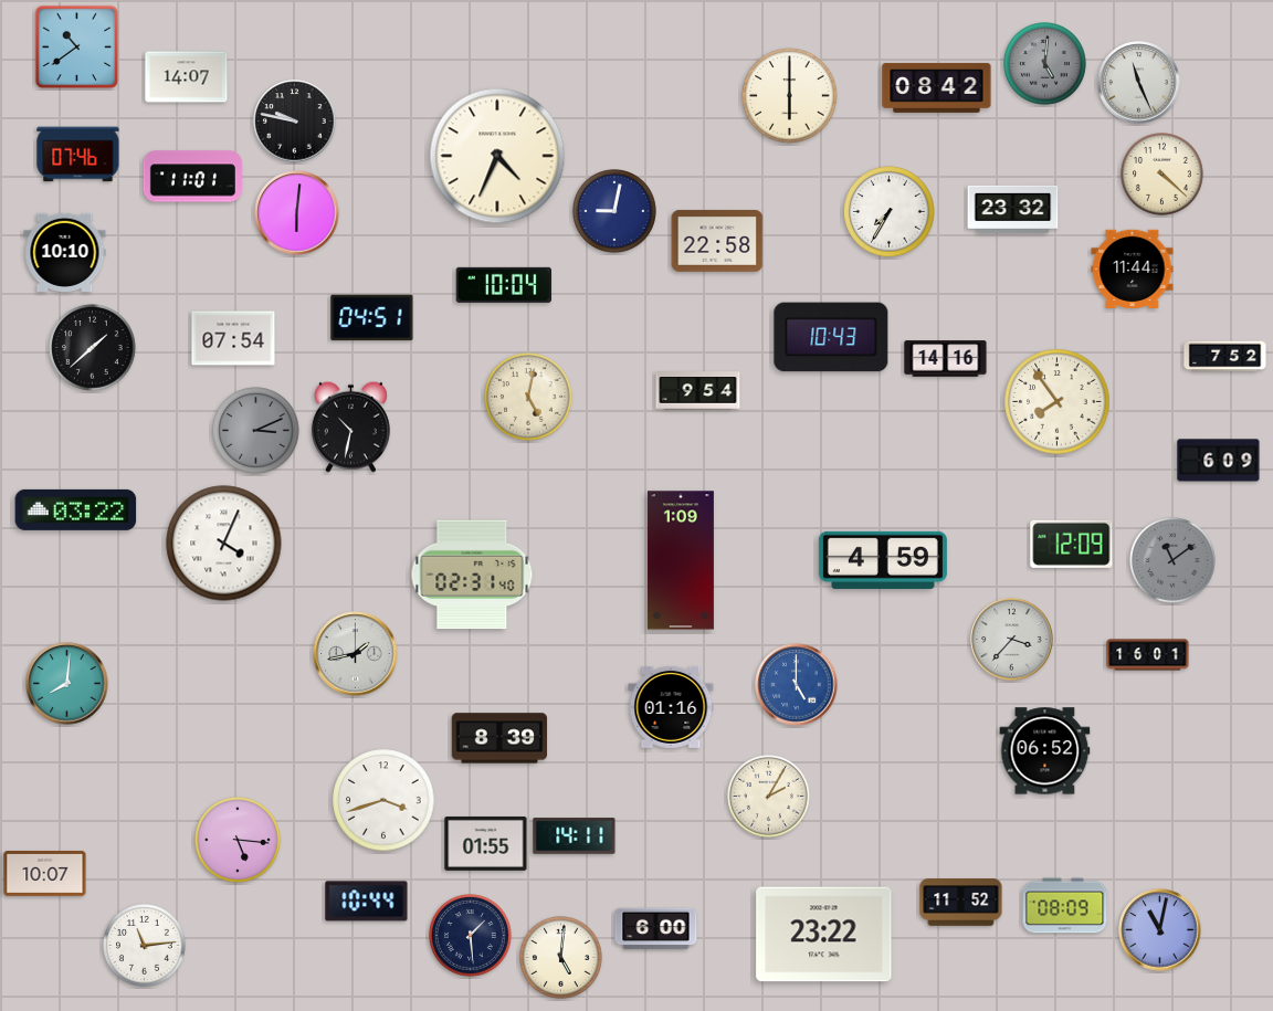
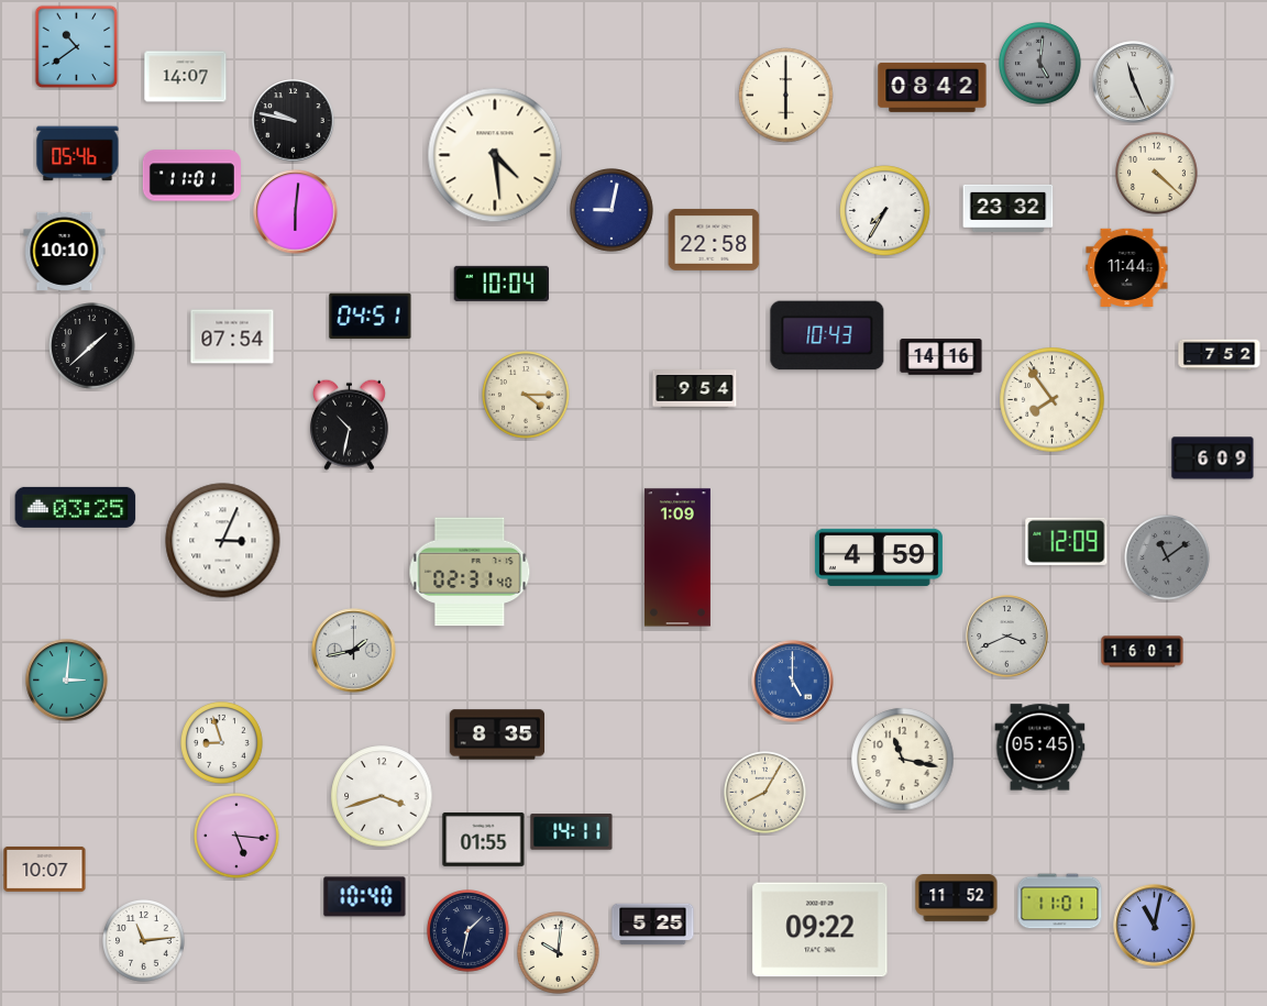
clock at (78, 155): 07:46 -> 05:46
clock at (497, 156): 4:34 -> 4:29
clock at (528, 397): 5:02 -> 4:15
clock at (256, 431): 3:11 -> none
clock at (76, 509): 03:22 -> 03:25
clock at (224, 544): 4:04 -> 3:04
clock at (1012, 640): 3:37 -> 3:41
clock at (67, 684): 8:01 -> 3:01
clock at (671, 707): 01:16 -> none
clock at (499, 738): 8:39 -> 8:35
clock at (222, 743): none -> 8:57
clock at (1045, 751): 06:52 -> 05:45
clock at (903, 760): none -> 11:17
clock at (769, 797): 2:05 -> 8:05
clock at (367, 902): 10:44 -> 10:40
clock at (1065, 906): 08:09 -> 11:01
clock at (656, 929): 6:00 -> 5:25
clock at (824, 935): 23:22 -> 09:22
clock at (471, 936): 1:29 -> 1:32
clock at (561, 958): 5:01 -> 10:01
